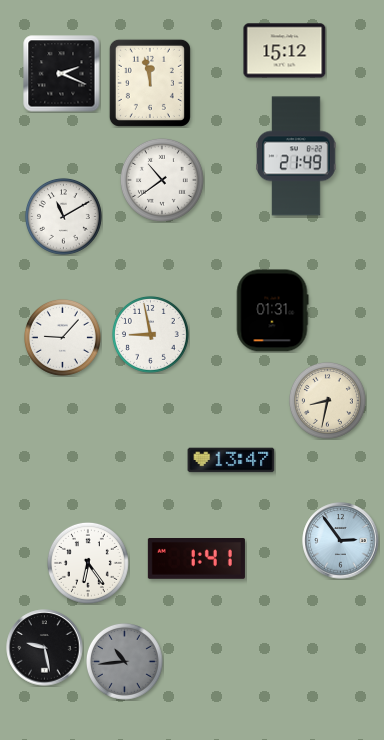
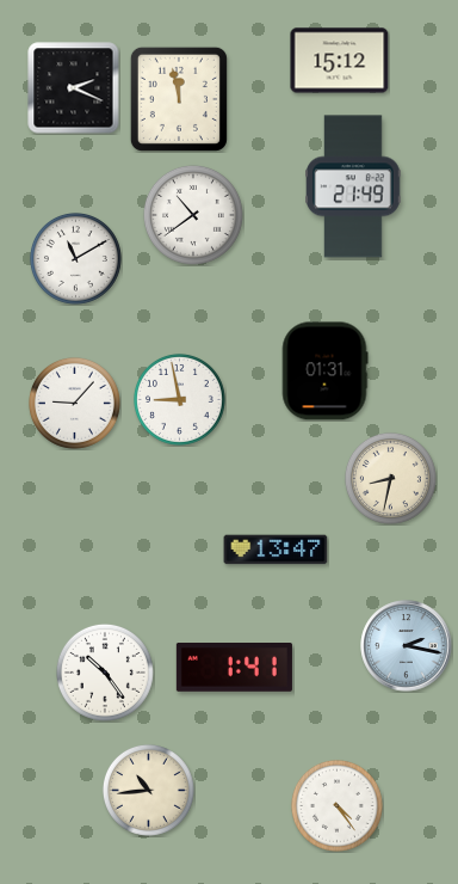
clock at (341, 541): 2:54 -> 2:17
clock at (88, 563): 6:24 -> 10:24
clock at (45, 648): 9:28 -> none
clock at (124, 661) dial: grey -> cream
clock at (336, 805): none -> 4:24
